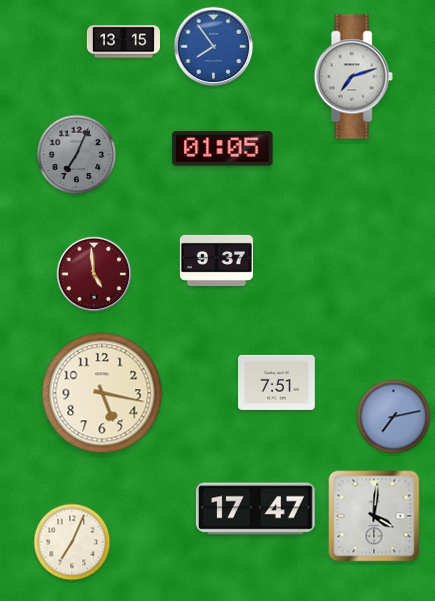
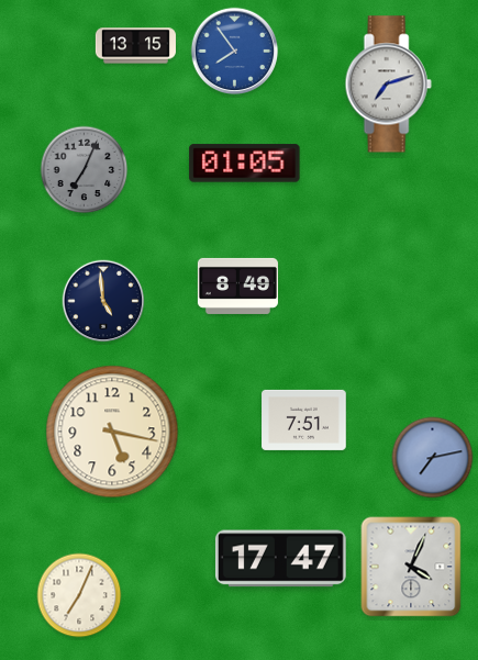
clock at (216, 260): 9:37 -> 8:49
clock at (94, 274) dial: burgundy -> navy
clock at (374, 516): 4:01 -> 4:04
